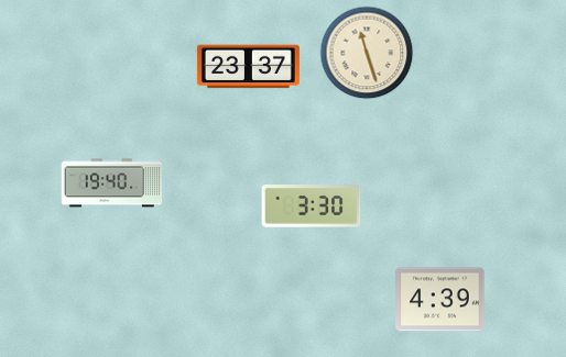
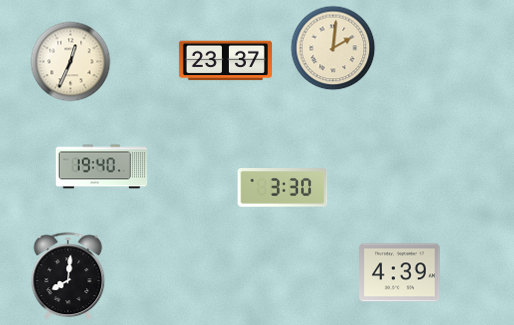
clock at (367, 53): 11:27 -> 2:01
clock at (71, 62): none -> 12:34
clock at (68, 277): none -> 8:01
